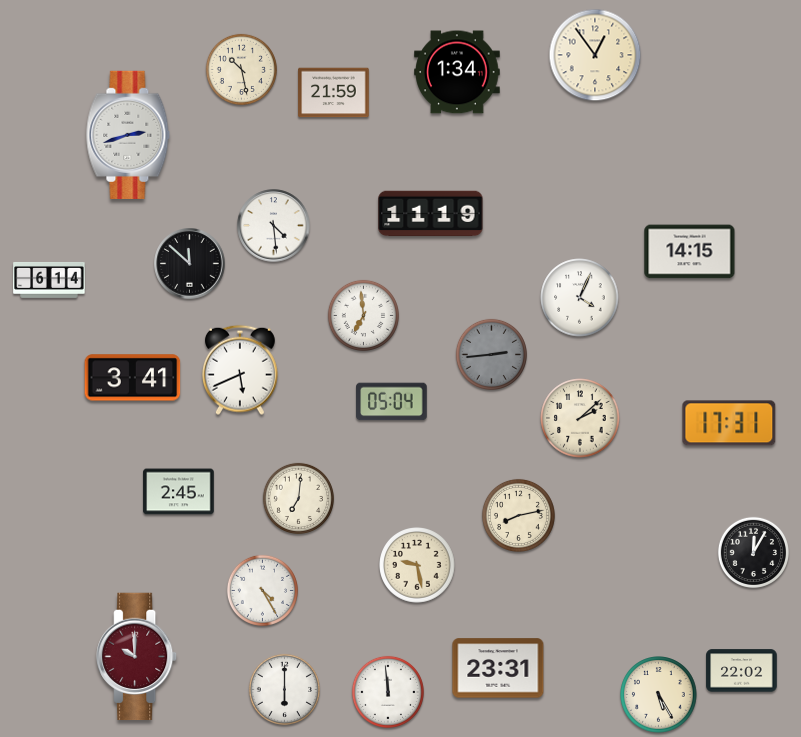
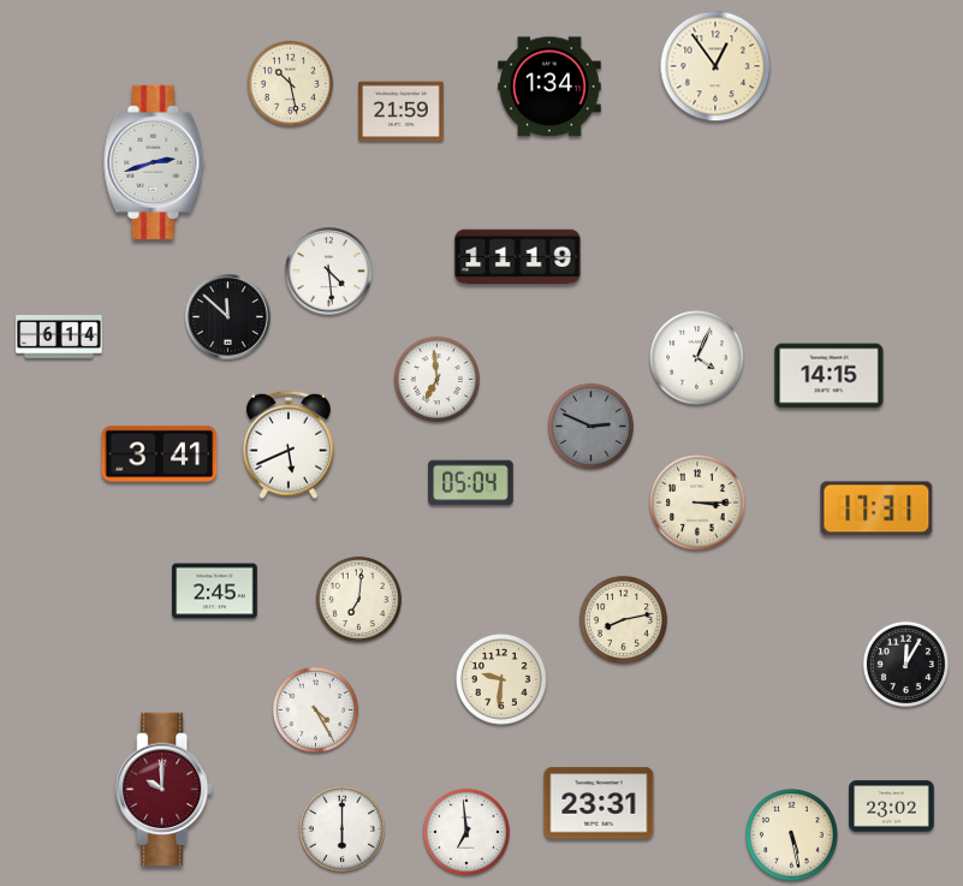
clock at (690, 252) position: (690, 252) -> (830, 376)
clock at (491, 354): 2:44 -> 2:49
clock at (580, 418): 2:08 -> 3:15
clock at (418, 566): 9:28 -> 9:31
clock at (742, 671): 22:02 -> 23:02
clock at (388, 692): 11:59 -> 6:59
clock at (659, 695): 5:25 -> 5:28
